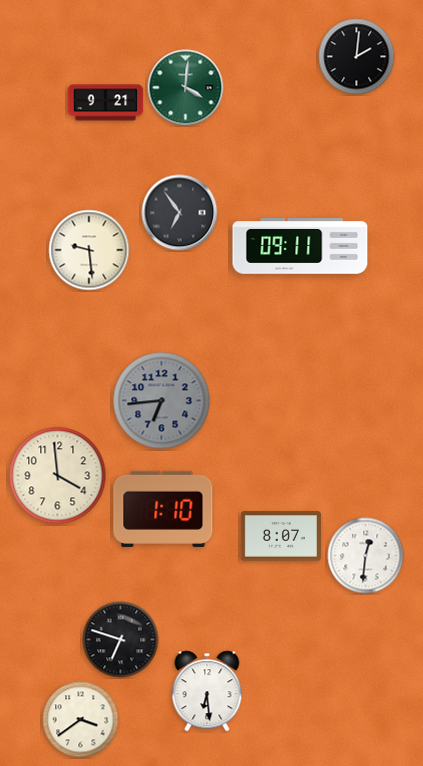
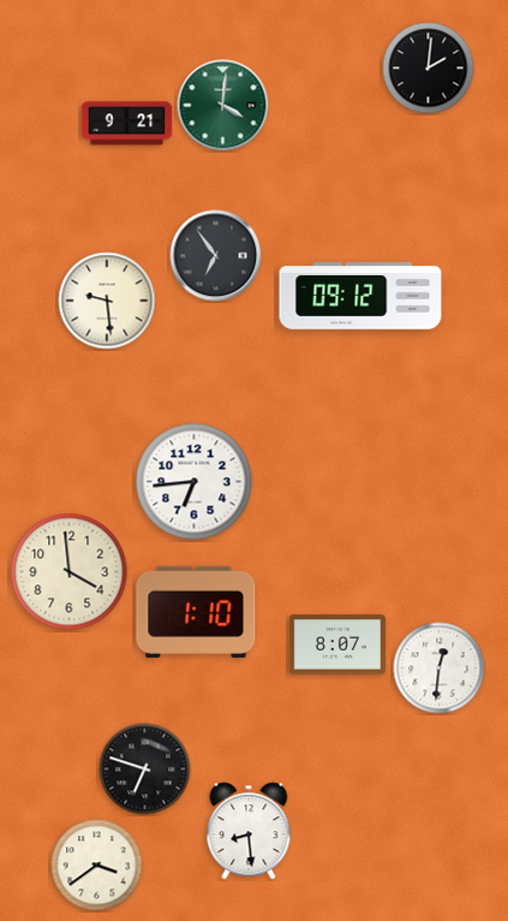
clock at (300, 247): 09:11 -> 09:12
clock at (162, 401) dial: grey -> white
clock at (207, 691): 6:29 -> 8:29
